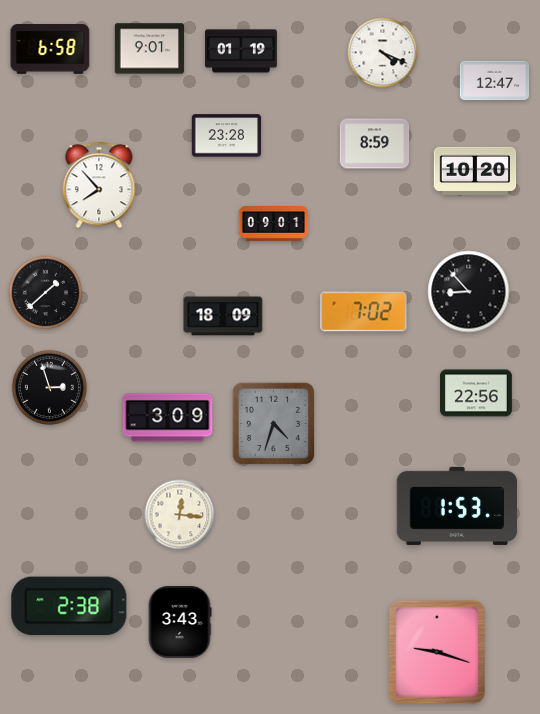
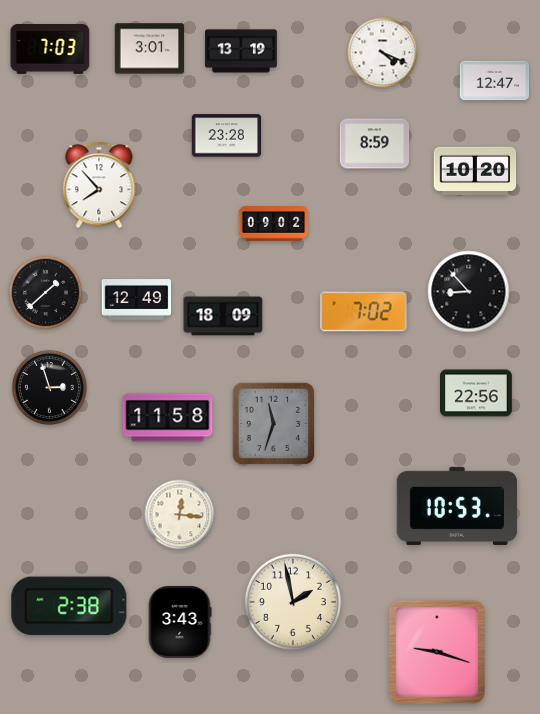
clock at (150, 49): 9:01 -> 3:01
clock at (50, 50): 6:58 -> 7:03
clock at (242, 51): 01:19 -> 13:19
clock at (274, 224): 09:01 -> 09:02
clock at (137, 300): none -> 12:49
clock at (168, 418): 3:09 -> 11:58
clock at (274, 424): 4:33 -> 11:33
clock at (457, 506): 1:53 -> 10:53
clock at (293, 602): none -> 1:58
